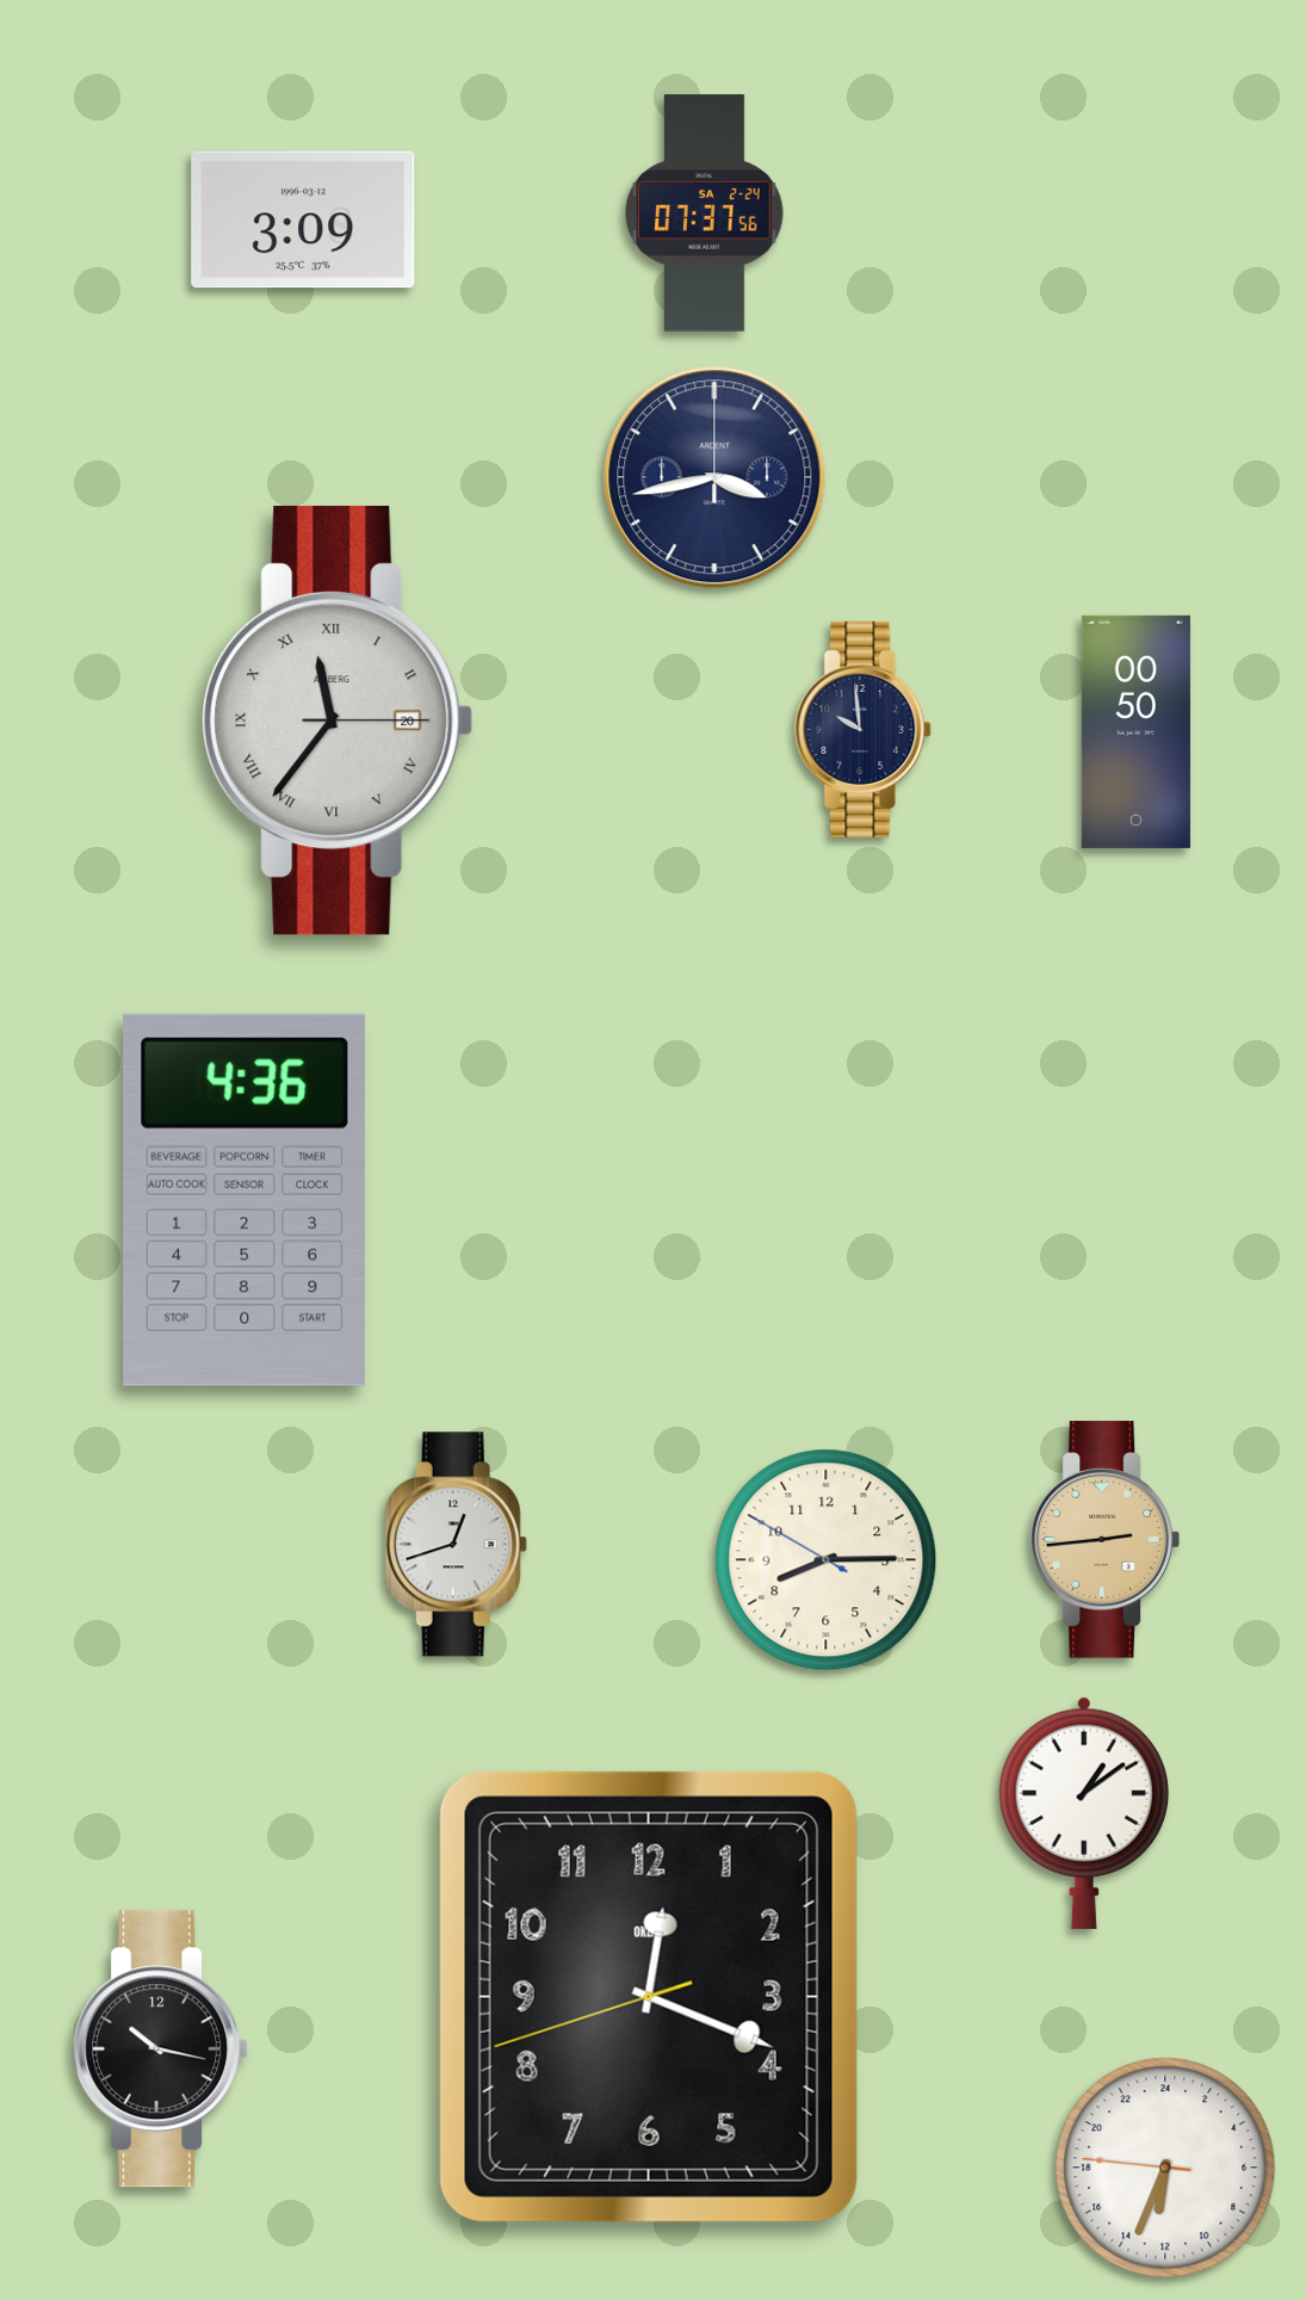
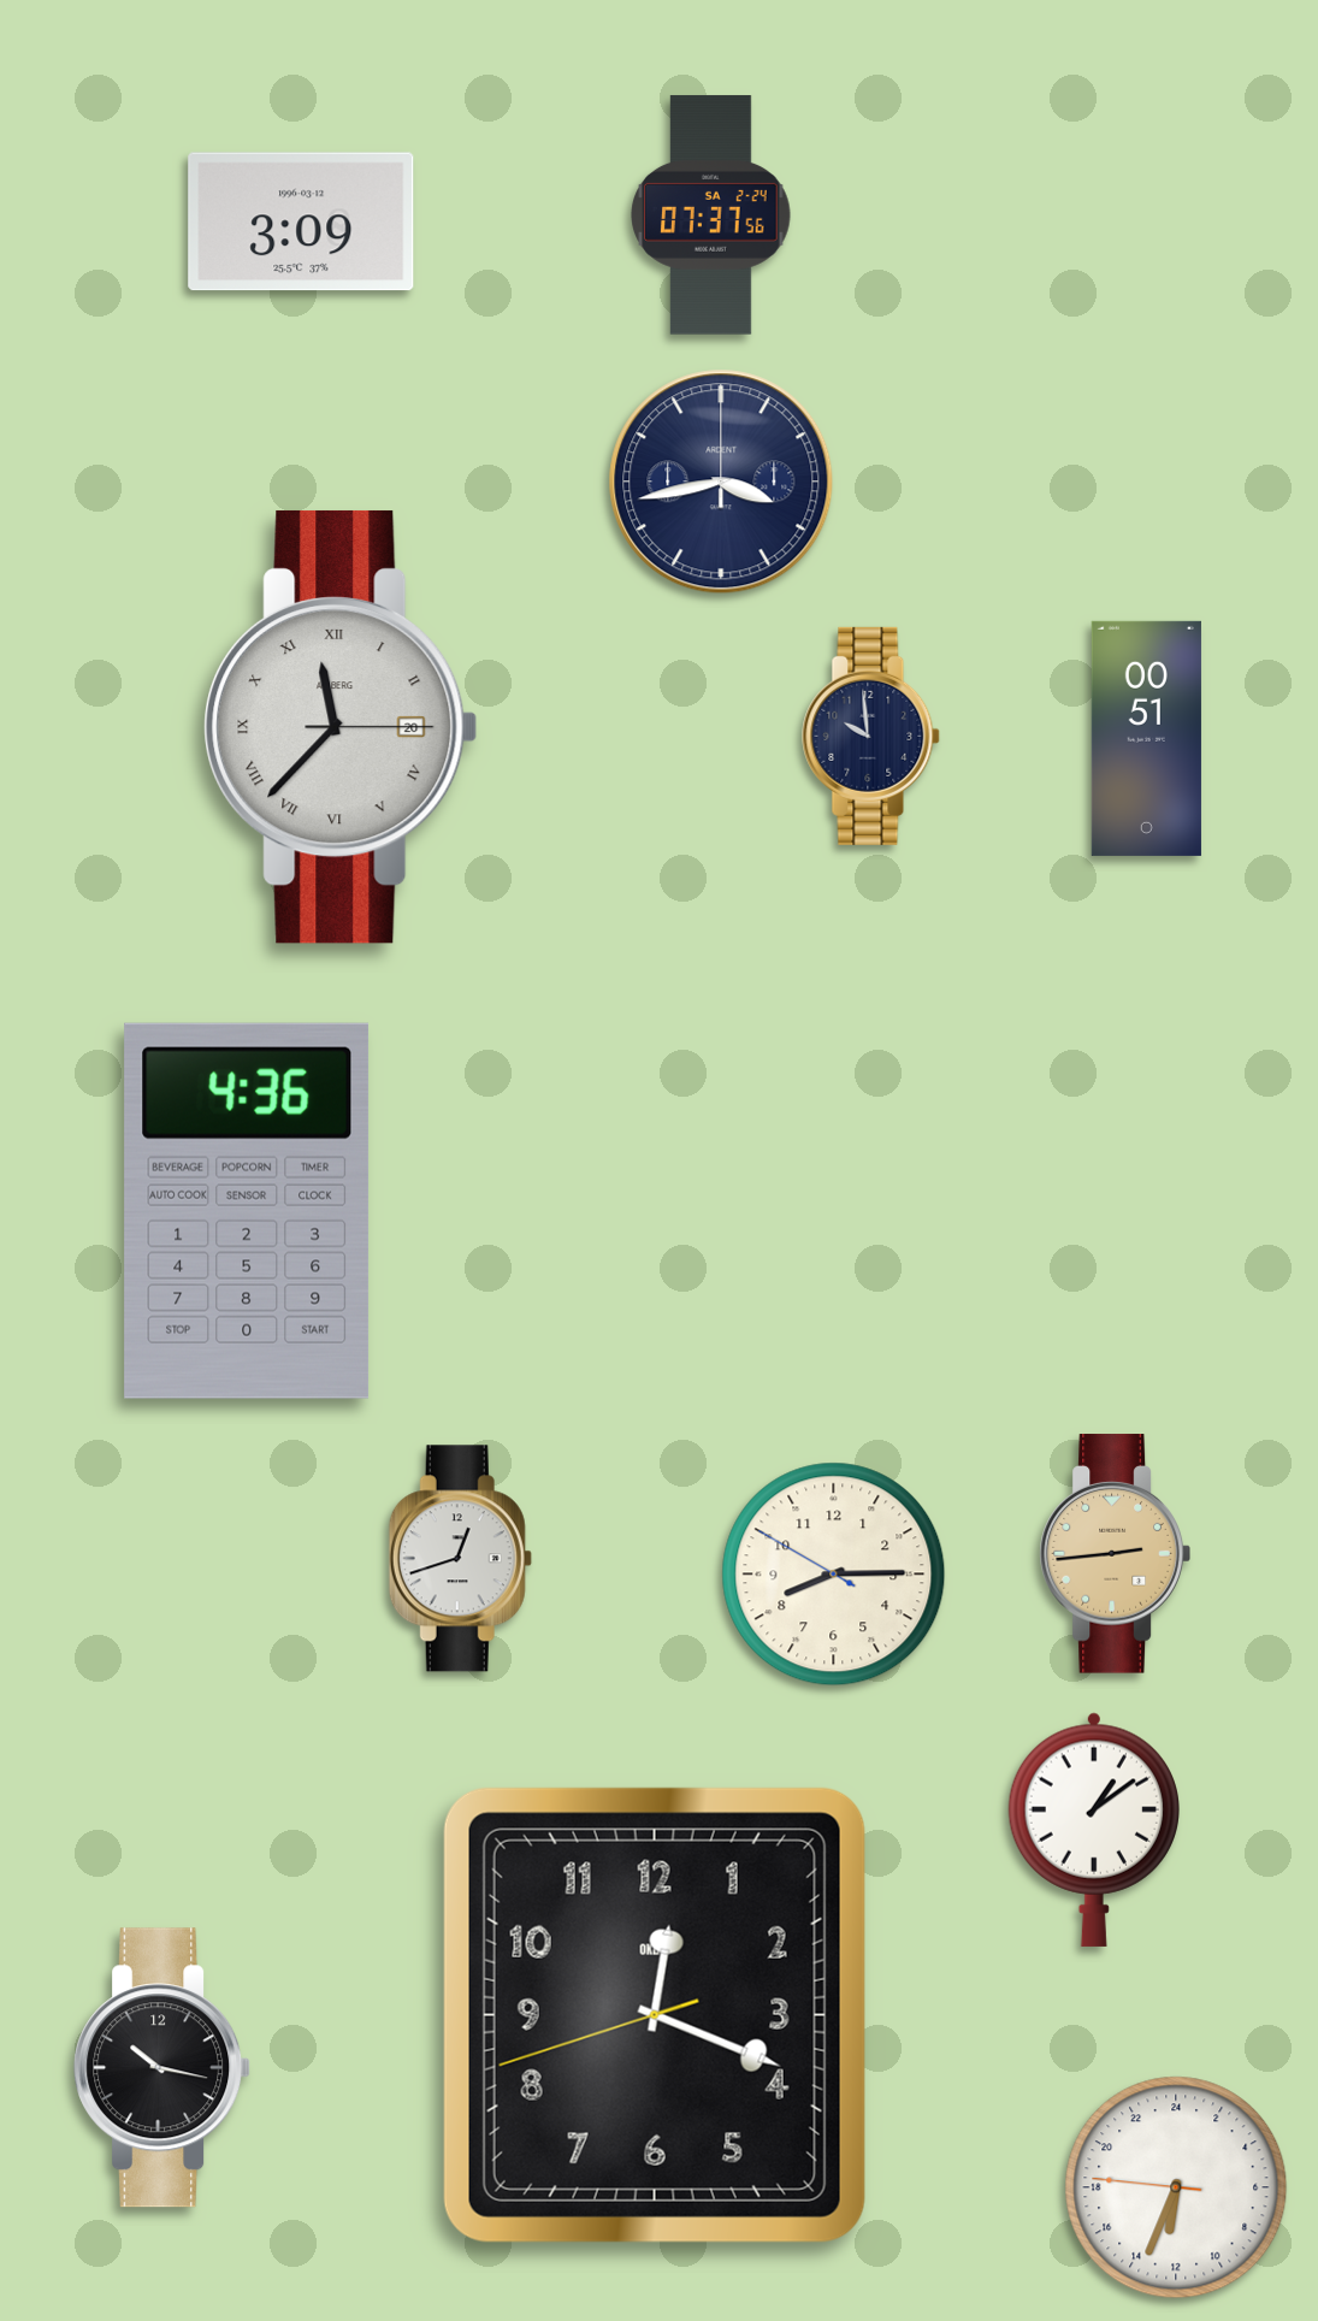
clock at (303, 220) position: (303, 220) -> (301, 222)
clock at (338, 721): 11:36 -> 11:37
clock at (1135, 731): 00:50 -> 00:51
